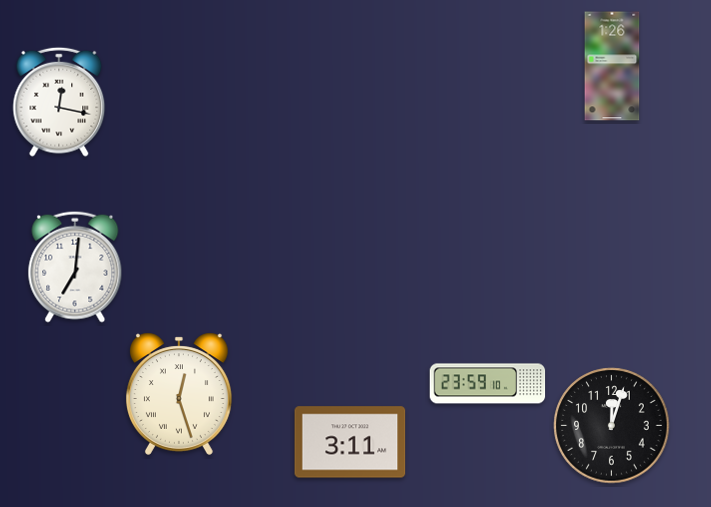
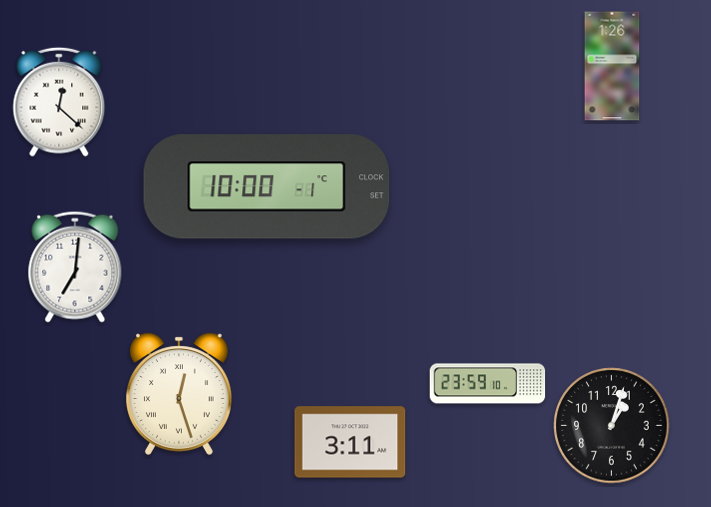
clock at (59, 102): 12:17 -> 12:22
clock at (267, 187): none -> 10:00
clock at (612, 426): 12:03 -> 1:03
